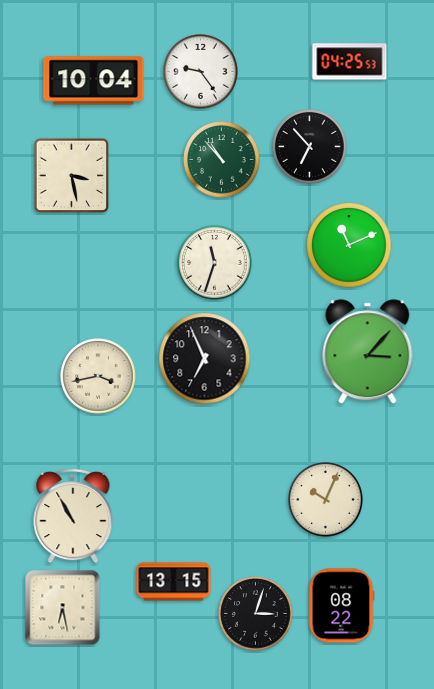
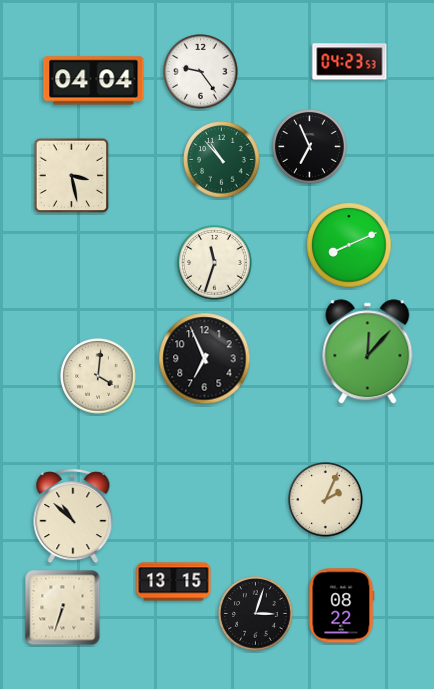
clock at (350, 62): 04:25 -> 04:23
clock at (94, 81): 10:04 -> 04:04
clock at (310, 147): 6:53 -> 6:56
clock at (349, 245): 11:11 -> 8:11
clock at (368, 352): 3:07 -> 12:07
clock at (98, 376): 3:43 -> 4:01
clock at (326, 500): 10:04 -> 2:04
clock at (73, 516): 10:55 -> 10:52
clock at (63, 608): 6:28 -> 6:33
